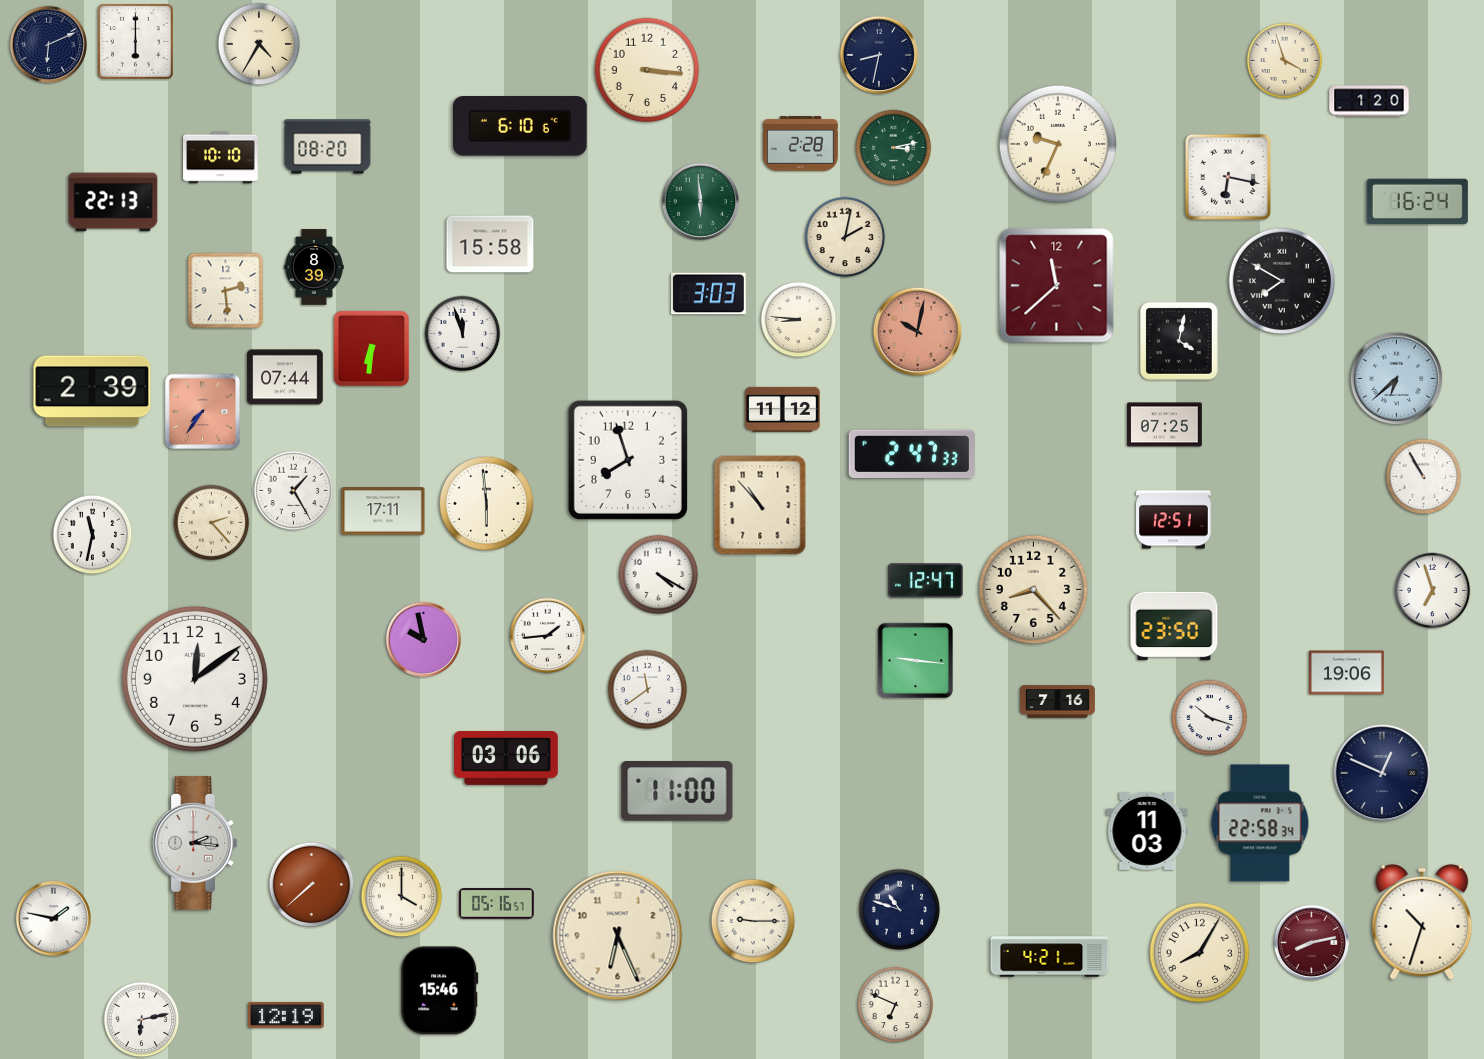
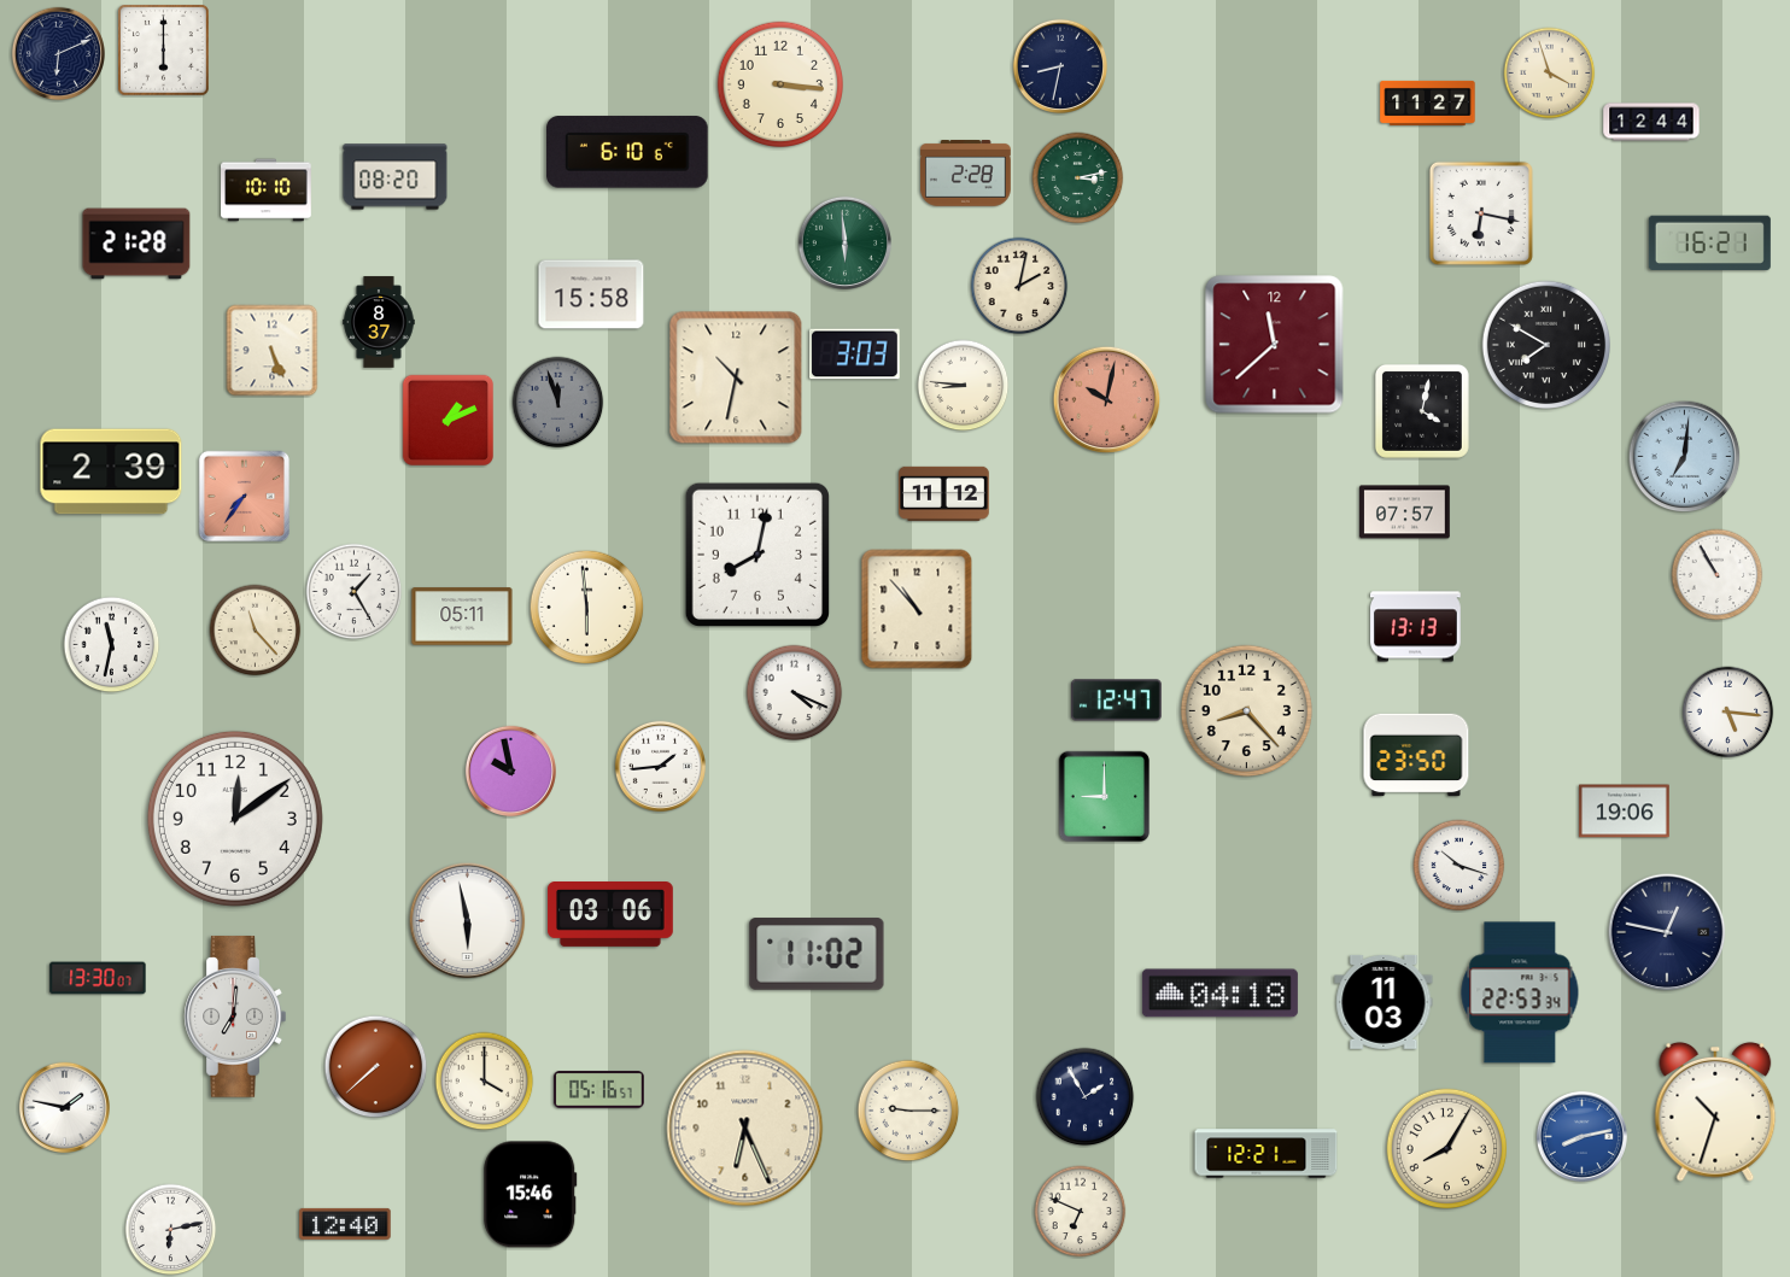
clock at (259, 44): 4:35 -> none
clock at (1428, 102): none -> 11:27
clock at (1369, 101): 1:20 -> 12:44
clock at (1058, 144): 9:34 -> none
clock at (1417, 201): 16:24 -> 16:21
clock at (113, 202): 22:13 -> 21:28
clock at (314, 267): 8:39 -> 8:37
clock at (1281, 280) position: (1281, 280) -> (1545, 344)
clock at (226, 291): 2:29 -> 5:26
clock at (736, 377): none -> 10:32
clock at (463, 334) dial: white -> grey
clock at (371, 348): 6:31 -> 1:11
clock at (285, 377): 07:44 -> none
clock at (1397, 379): 6:38 -> 7:01
clock at (1165, 425): 07:25 -> 07:57
clock at (912, 454): 2:47 -> none
clock at (628, 460): 7:57 -> 8:02
clock at (383, 511): 17:11 -> 05:11
clock at (1174, 520): 12:51 -> 13:13
clock at (212, 523): 2:23 -> 11:23
clock at (659, 575): 4:20 -> 4:19
clock at (1433, 591): 6:57 -> 5:16
clock at (916, 661): 9:16 -> 9:00
clock at (648, 690): 11:39 -> none
clock at (1058, 702): 7:16 -> none
clock at (468, 921): none -> 5:58
clock at (1382, 773): 12:49 -> 12:47
clock at (677, 791): 11:00 -> 11:02
clock at (98, 978): none -> 13:30
clock at (1260, 823): 22:58 -> 22:53
clock at (1219, 994): none -> 04:18
clock at (195, 843): 2:16 -> 7:01
clock at (900, 910): 10:48 -> 1:55
clock at (1311, 942) dial: burgundy -> blue
clock at (1050, 957): 4:21 -> 12:21
clock at (286, 1015): 12:19 -> 12:40
